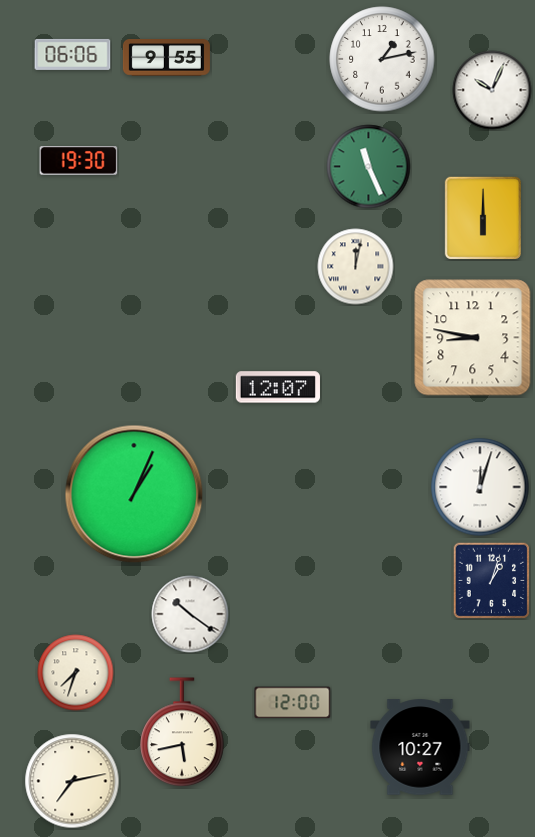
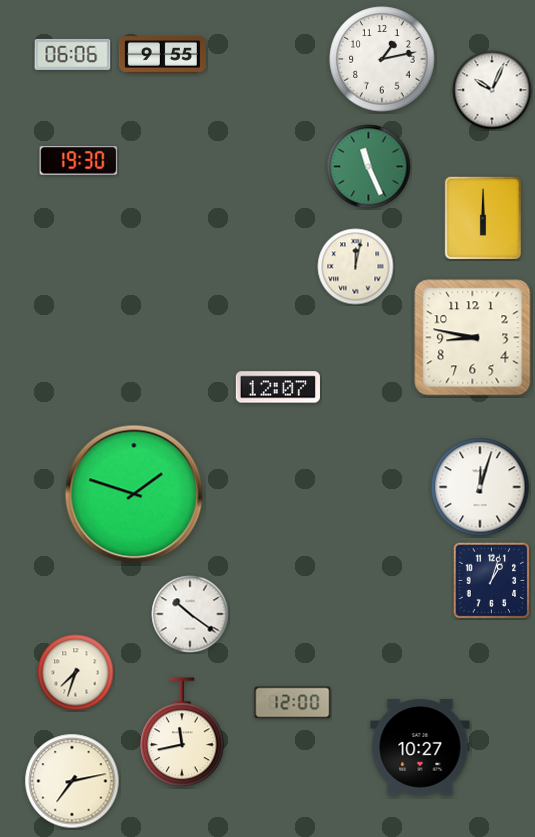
clock at (166, 58) position: (166, 58) -> (162, 55)
clock at (134, 494): 1:04 -> 1:48
clock at (182, 733): 5:43 -> 11:43
